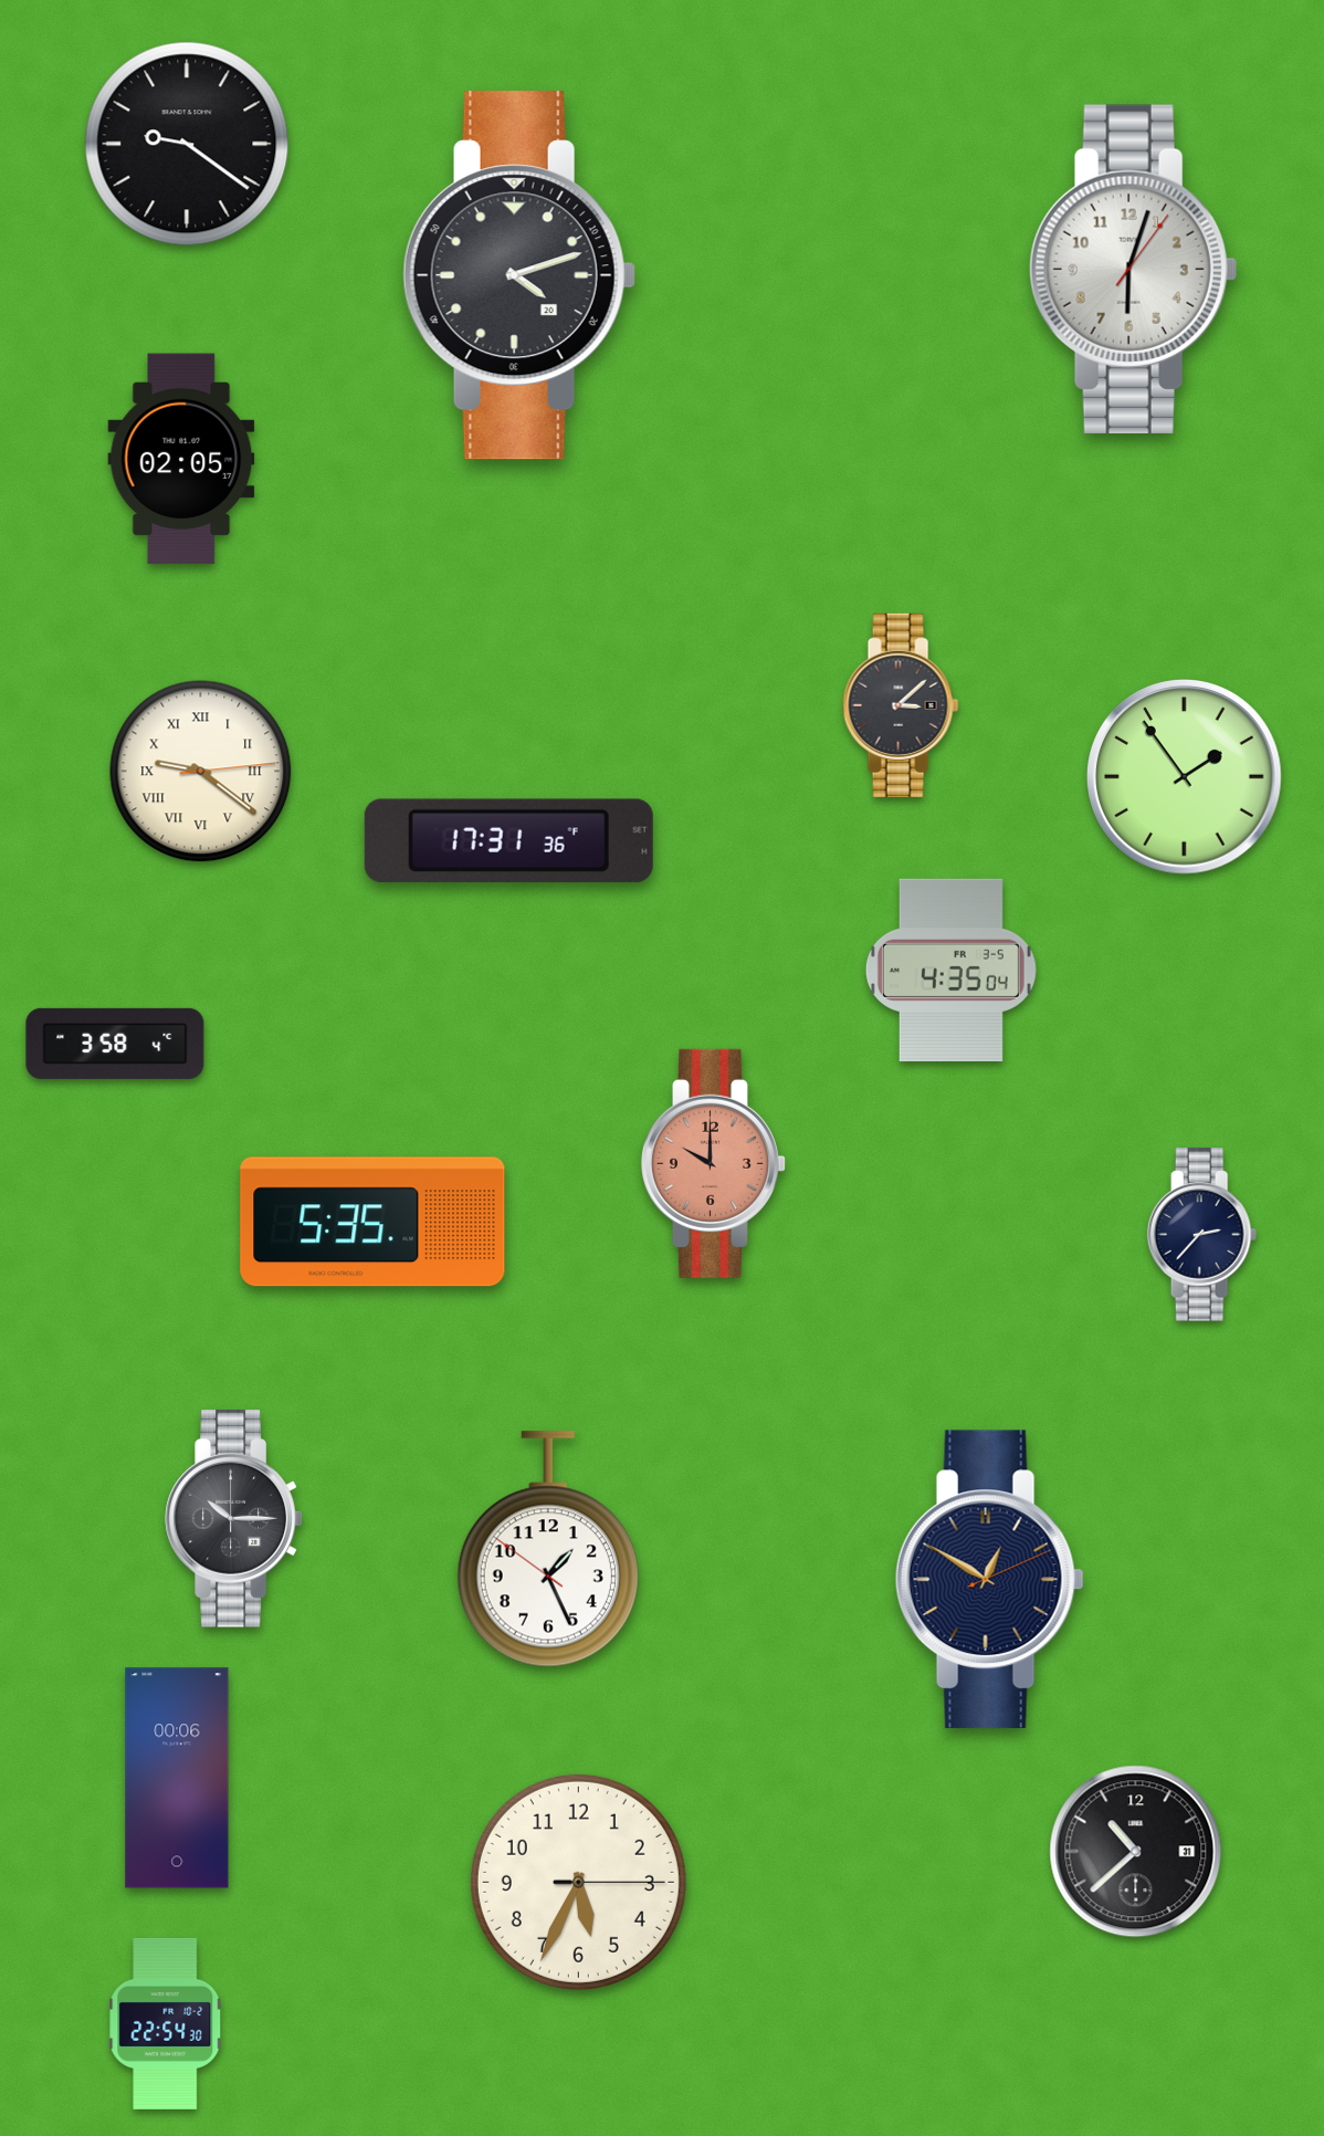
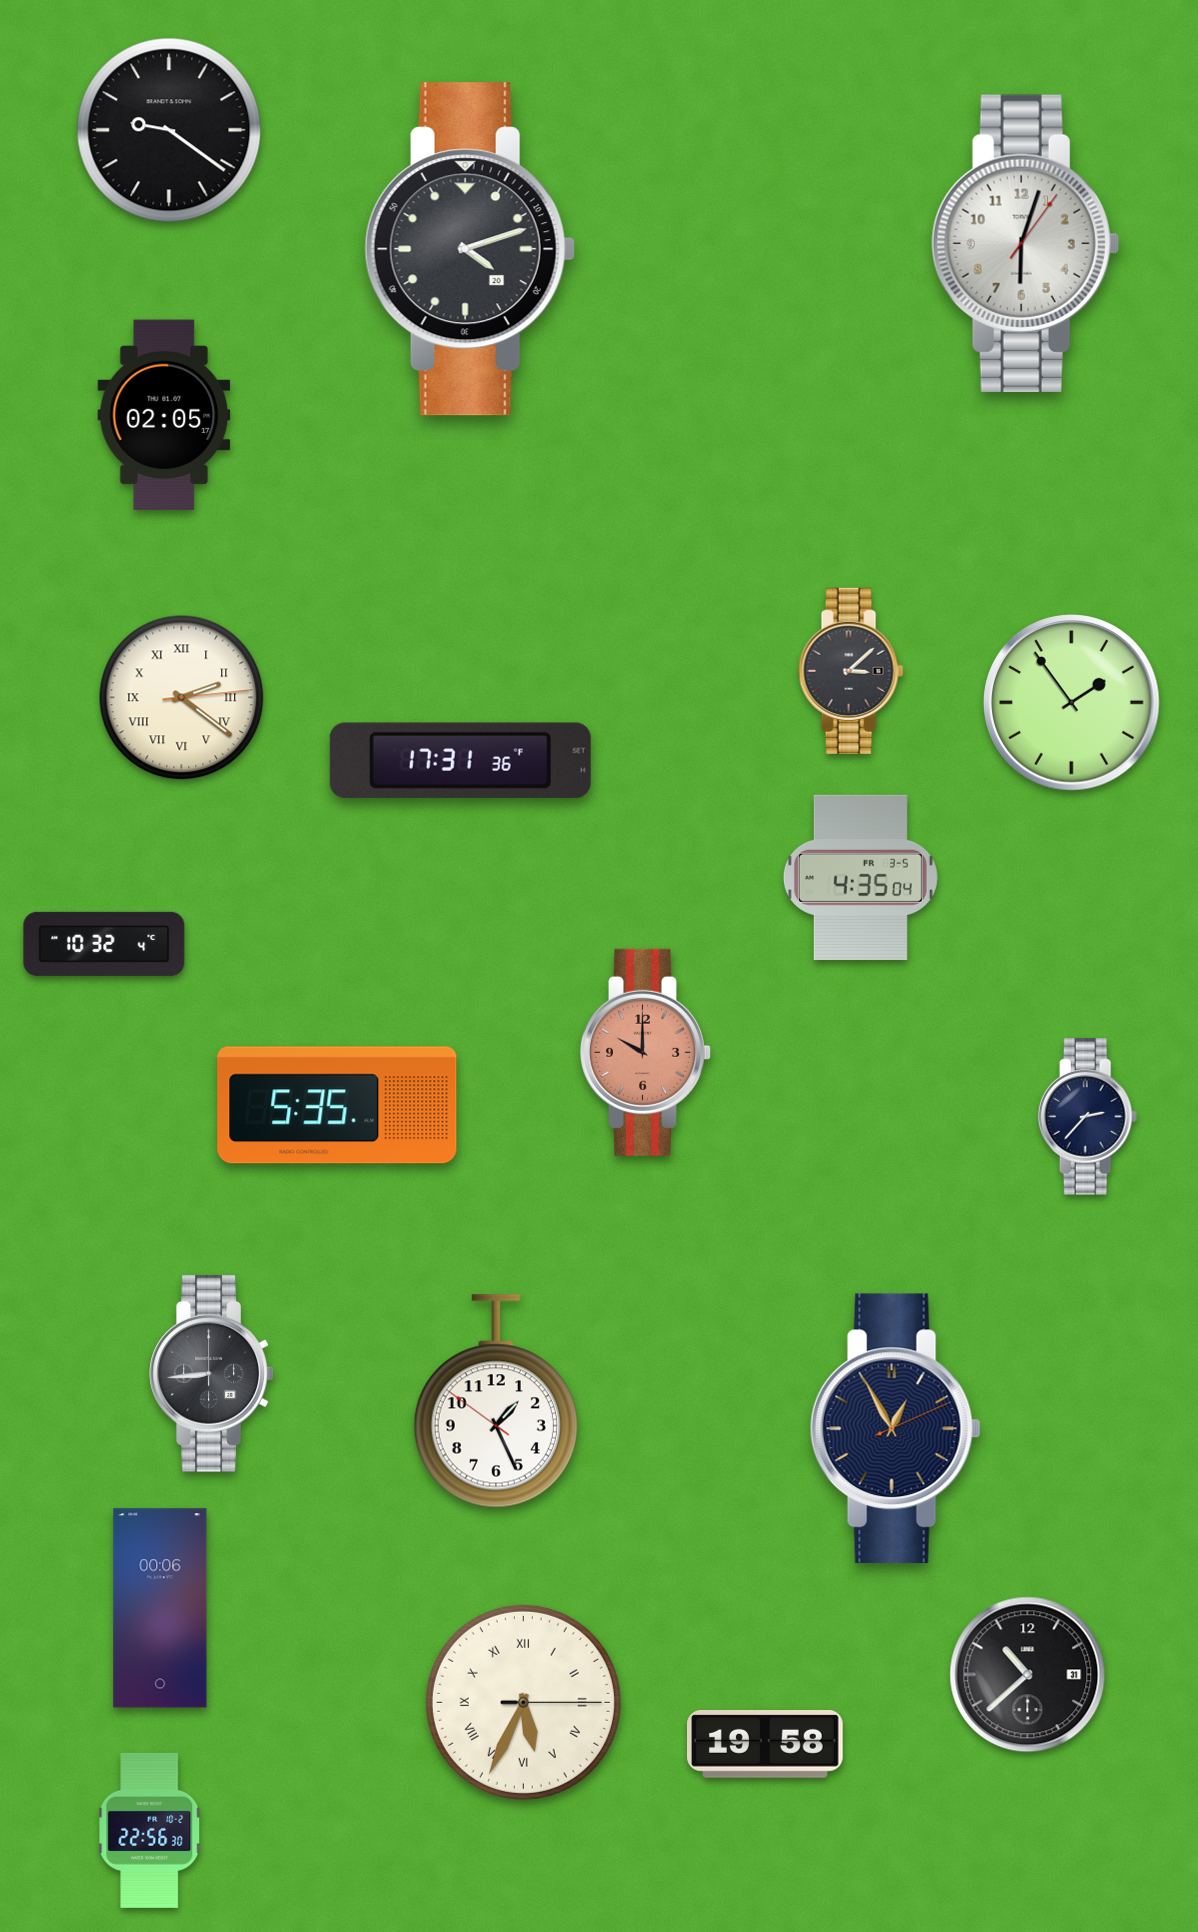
clock at (901, 705) position: (901, 705) -> (851, 671)
clock at (201, 772): 9:21 -> 2:21
clock at (115, 1044): 3:58 -> 10:32
clock at (234, 1519): 10:15 -> 8:44
clock at (989, 1580): 12:50 -> 12:55
clock at (578, 1882) numerals: Arabic -> Roman
clock at (766, 1745): none -> 19:58
clock at (166, 2023): 22:54 -> 22:56
